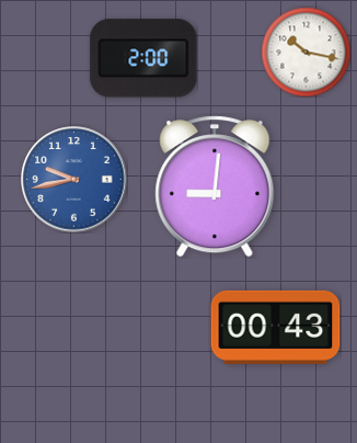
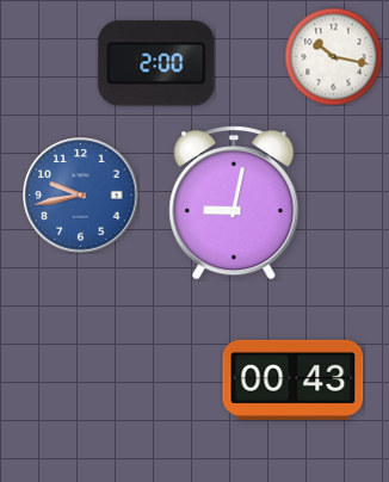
clock at (215, 186): 9:01 -> 9:02
clock at (276, 327) position: (276, 327) -> (294, 379)
